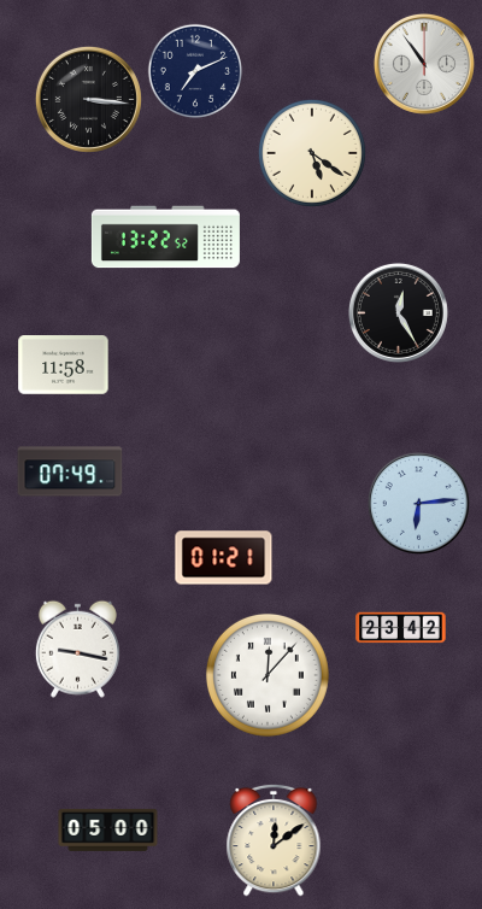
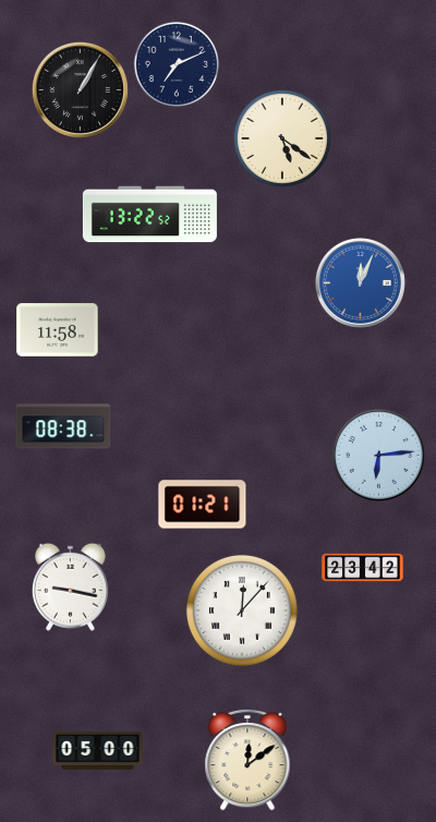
clock at (424, 64): 10:54 -> none
clock at (88, 99): 3:16 -> 1:05
clock at (398, 312): 12:25 -> 12:04
clock at (398, 312) dial: black -> blue
clock at (70, 471): 07:49 -> 08:38
